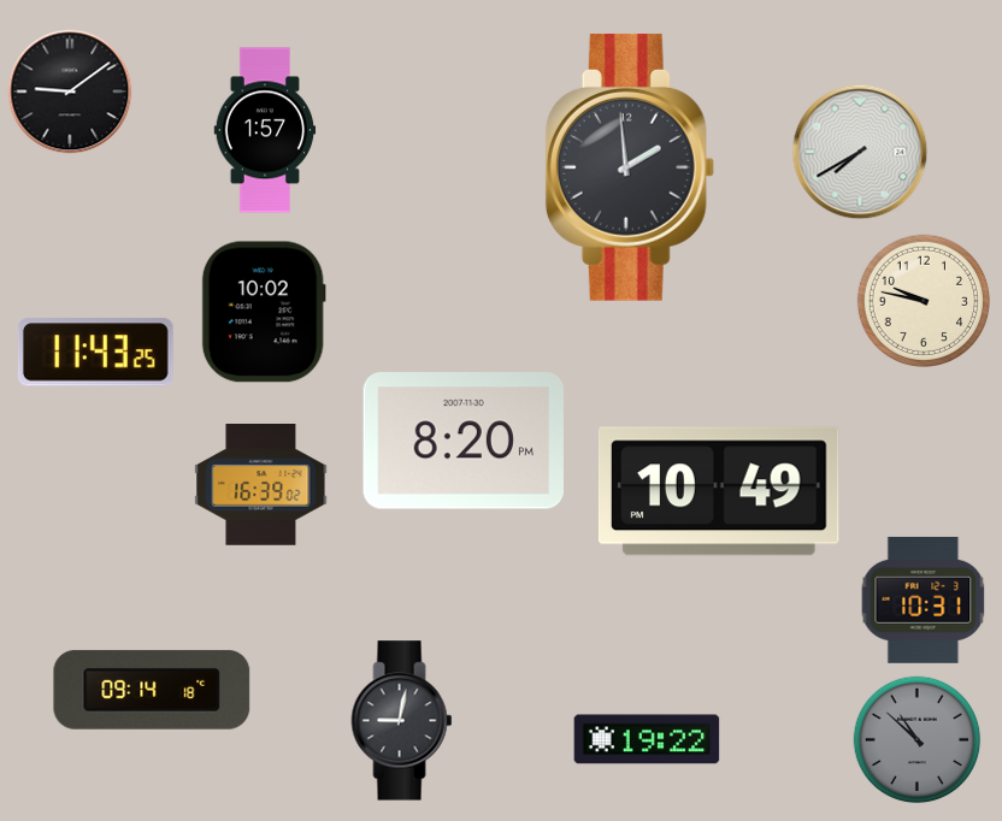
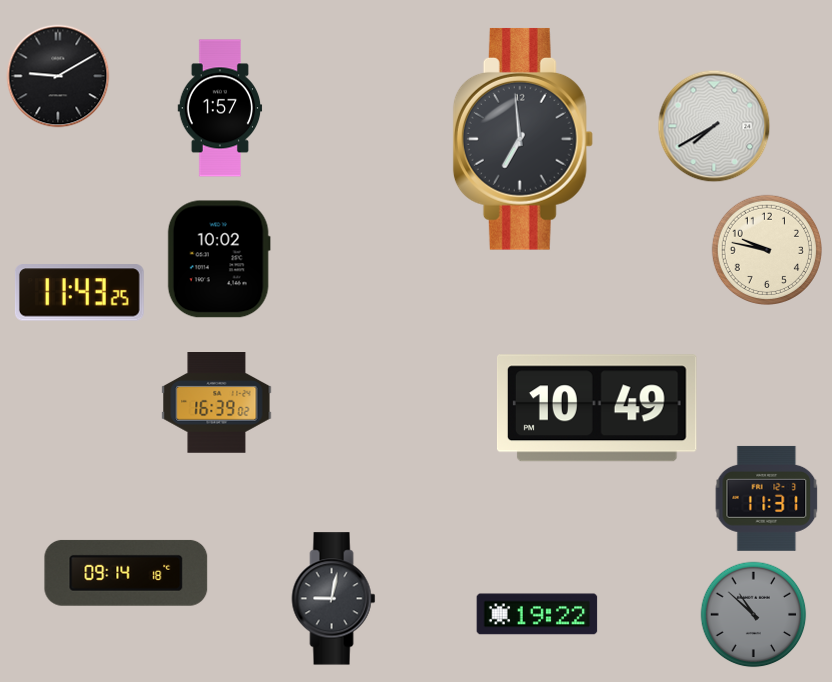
clock at (70, 91): 9:09 -> 9:10
clock at (630, 167): 1:59 -> 6:59
clock at (462, 441): 8:20 -> none
clock at (924, 599): 10:31 -> 11:31
clock at (918, 740) position: (918, 740) -> (754, 615)
